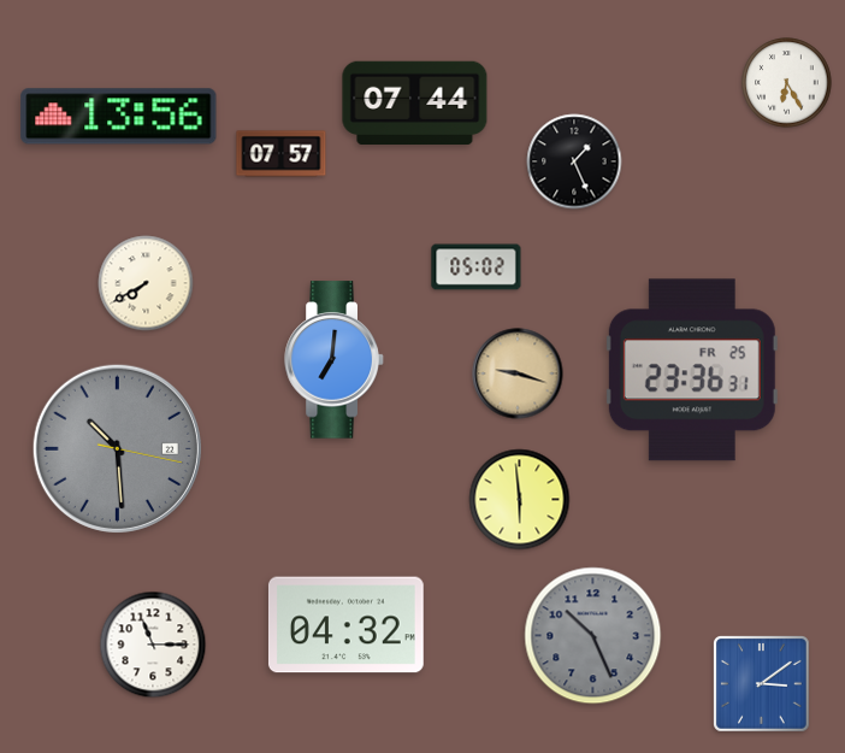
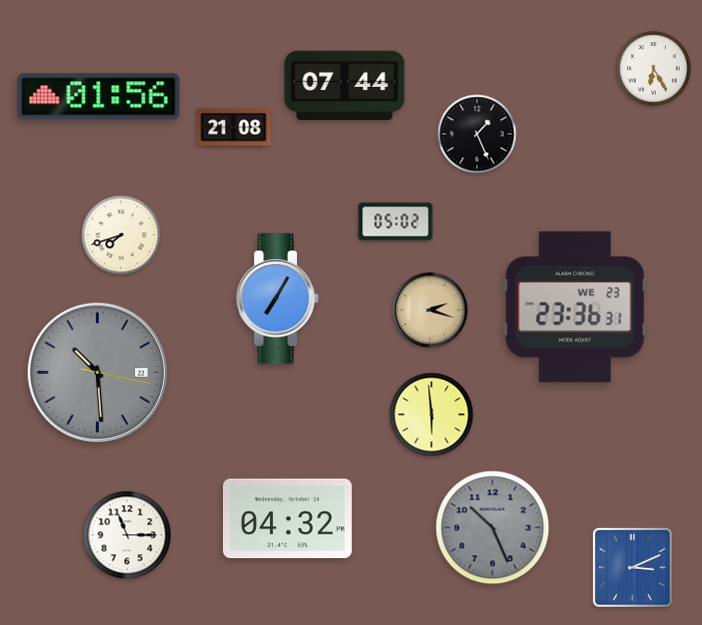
clock at (119, 117): 13:56 -> 01:56
clock at (282, 154): 07:57 -> 21:08
clock at (146, 283): 7:40 -> 7:42
clock at (335, 360): 7:01 -> 7:05
clock at (692, 370) date: FR 25 -> WE 23
clock at (518, 373): 9:18 -> 2:18
clock at (762, 684): 3:09 -> 3:11
